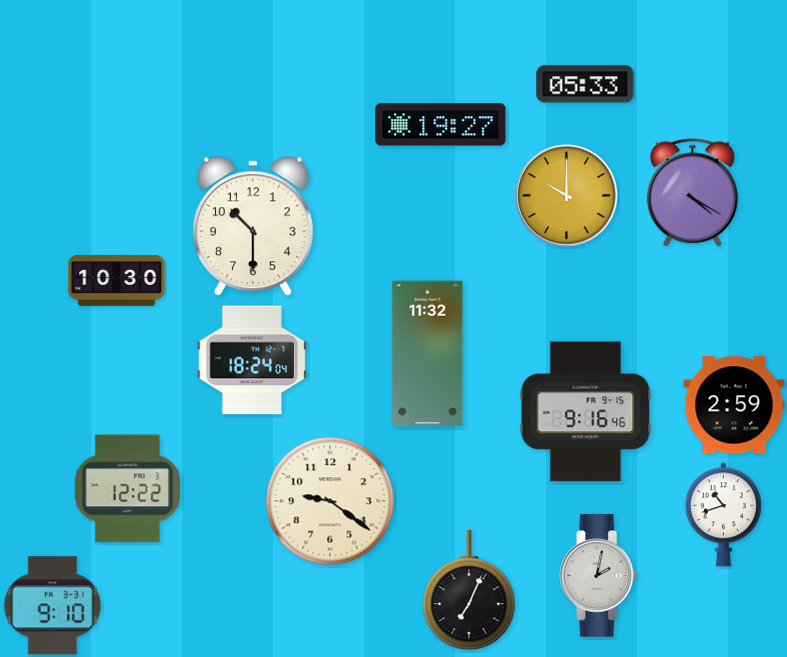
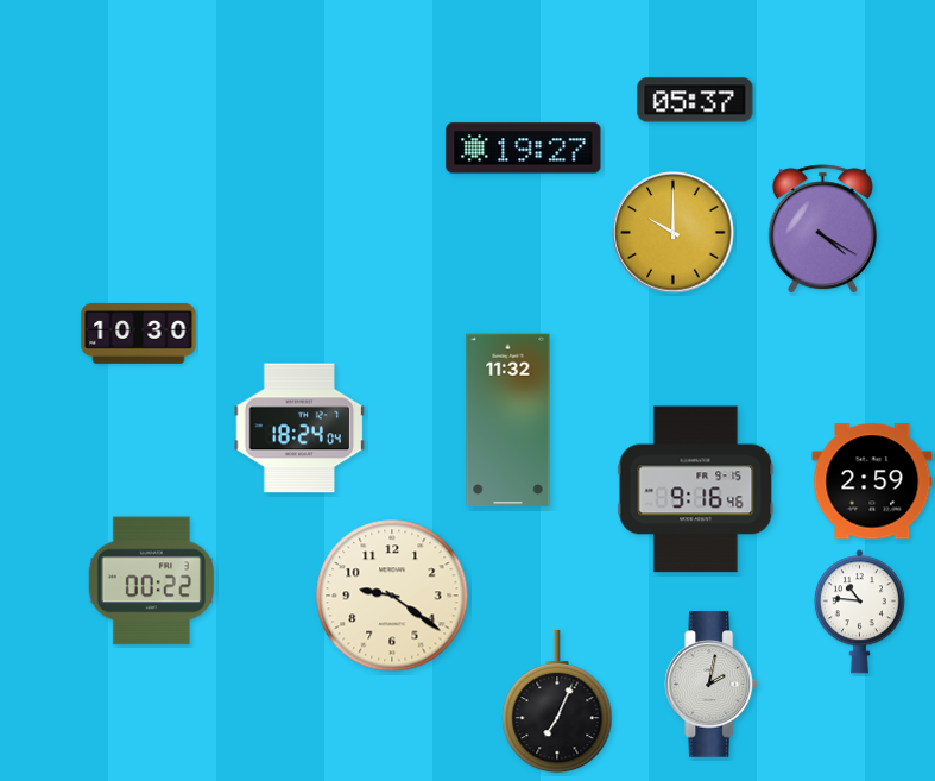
clock at (585, 84): 05:33 -> 05:37
clock at (253, 227): 10:30 -> none
clock at (127, 489): 12:22 -> 00:22
clock at (723, 515): 10:42 -> 10:46
clock at (53, 606): 9:10 -> none
